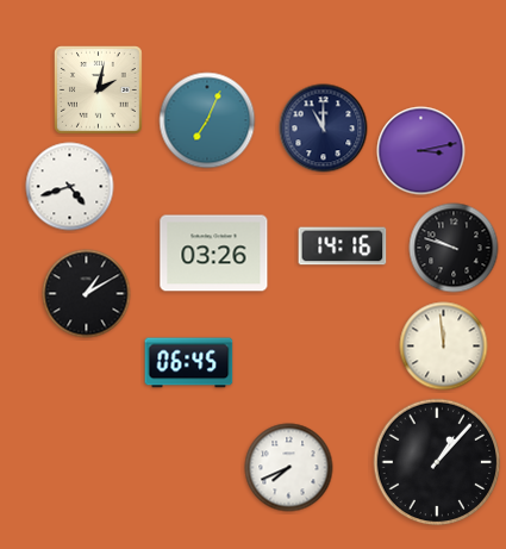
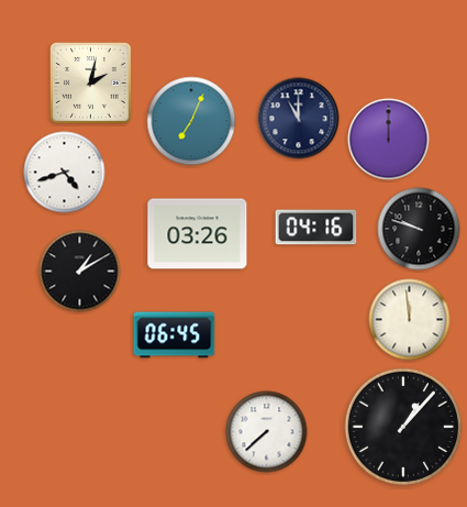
clock at (207, 120) position: (207, 120) -> (191, 121)
clock at (421, 151): 3:13 -> 12:00
clock at (343, 247): 14:16 -> 04:16
clock at (289, 468): 7:41 -> 7:38
